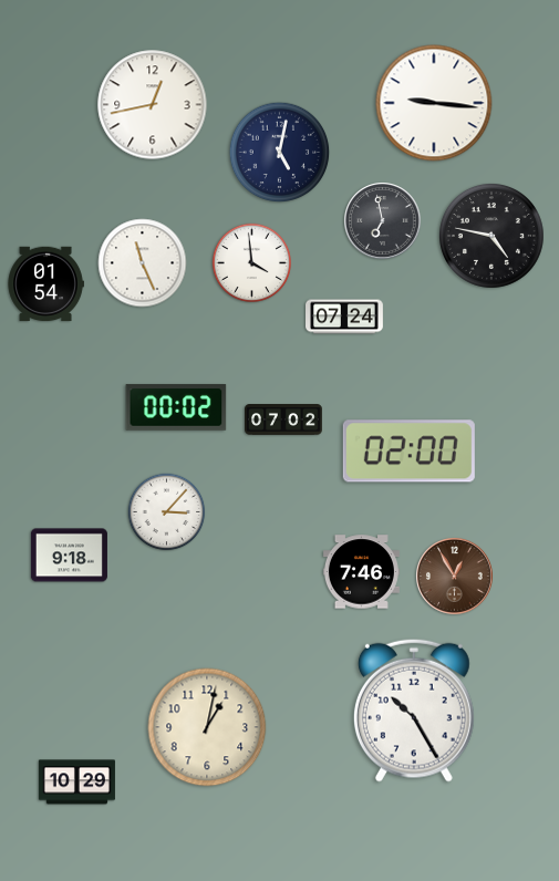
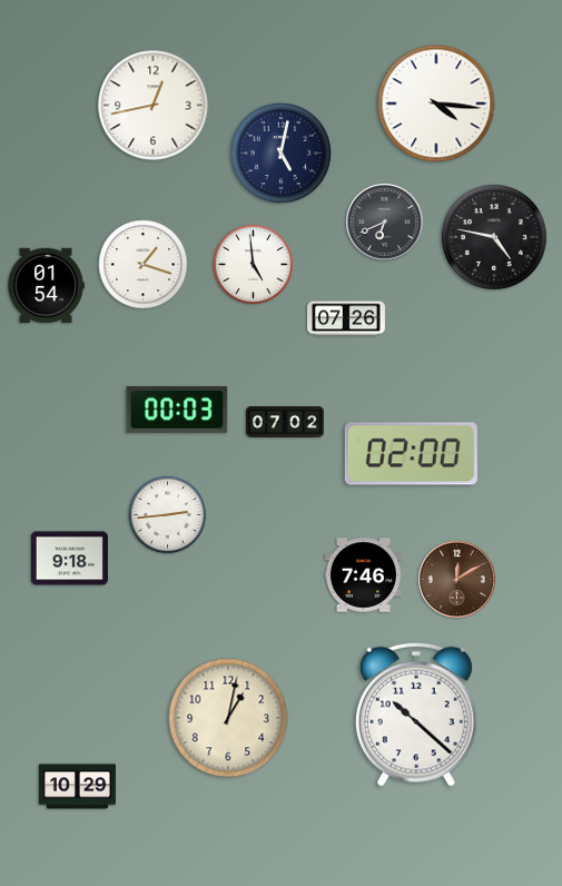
clock at (434, 103): 9:16 -> 4:16
clock at (383, 221): 6:58 -> 6:41
clock at (251, 262): 3:59 -> 4:59
clock at (143, 263): 11:26 -> 1:18
clock at (345, 317): 07:24 -> 07:26
clock at (176, 407): 00:02 -> 00:03
clock at (167, 512): 3:07 -> 2:44
clock at (455, 577): 12:55 -> 12:10
clock at (414, 711): 10:25 -> 10:22
clock at (207, 727) position: (207, 727) -> (228, 718)
